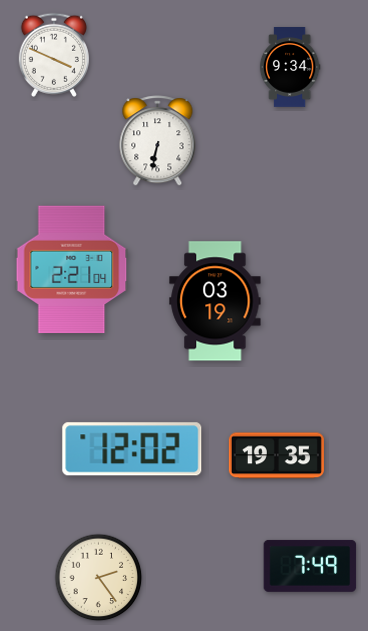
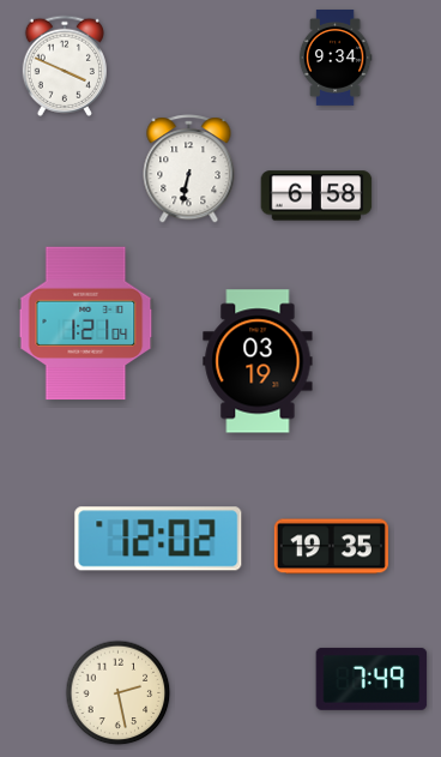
clock at (290, 68) position: (290, 68) -> (336, 59)
clock at (316, 196): none -> 6:58
clock at (72, 270): 2:21 -> 1:21
clock at (99, 578): 2:24 -> 2:28
